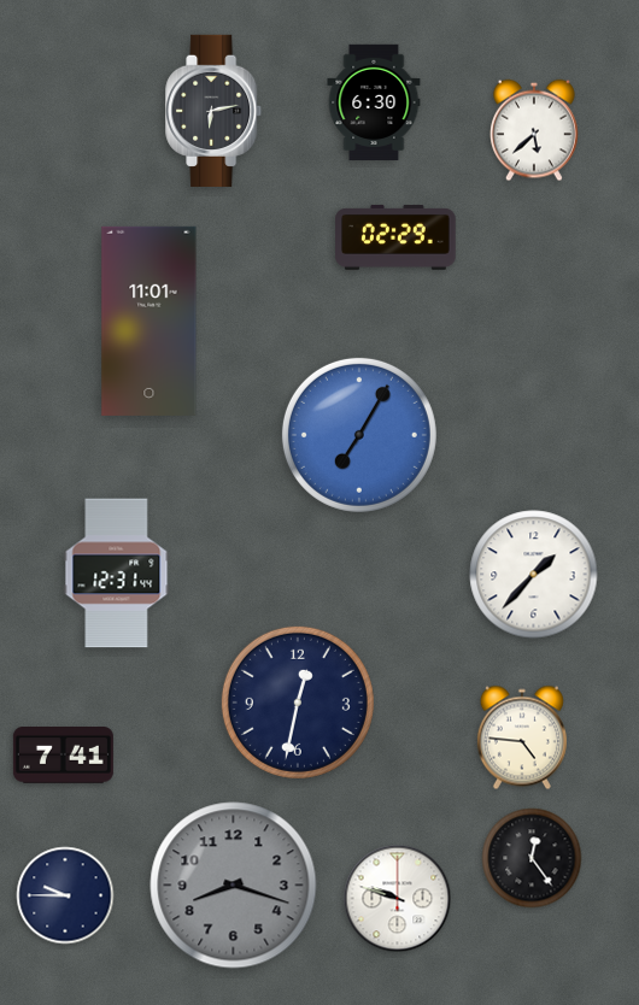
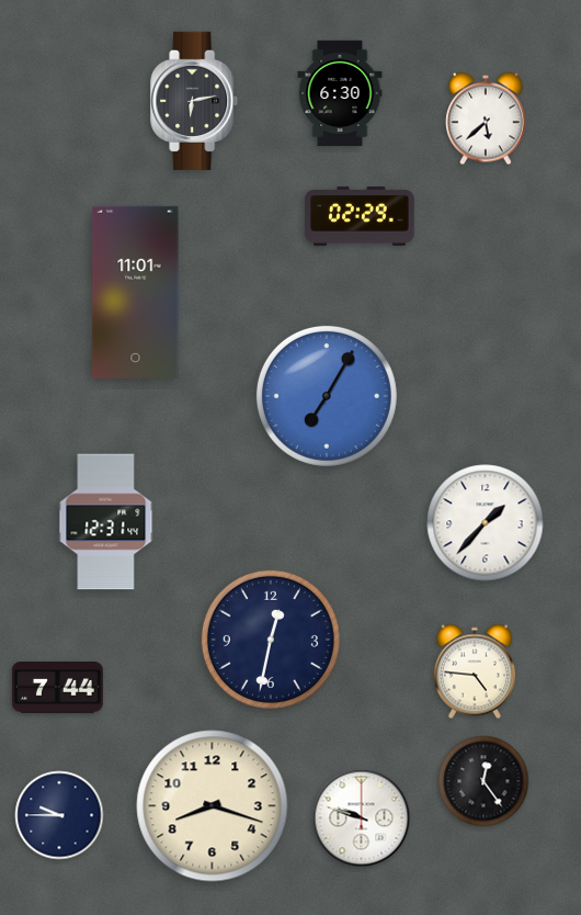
clock at (63, 756): 7:41 -> 7:44
clock at (234, 886) dial: grey -> cream
